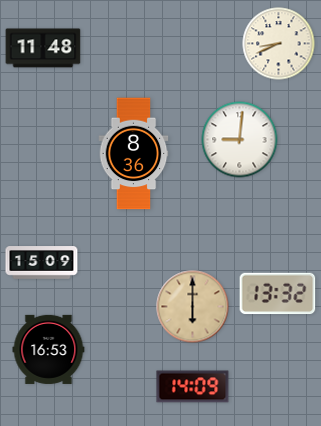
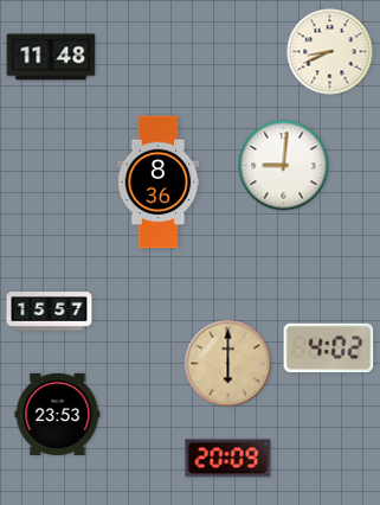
clock at (42, 263): 15:09 -> 15:57
clock at (278, 294): 13:32 -> 4:02
clock at (49, 349): 16:53 -> 23:53
clock at (193, 387): 14:09 -> 20:09
